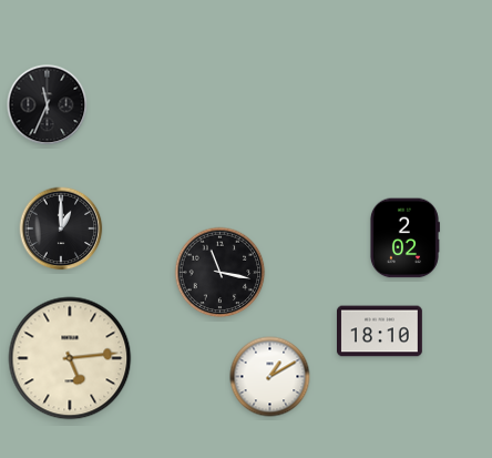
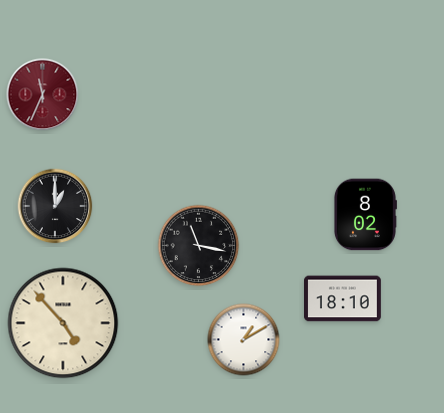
clock at (48, 105) dial: black -> burgundy
clock at (404, 238): 2:02 -> 8:02
clock at (70, 358): 5:14 -> 4:53
